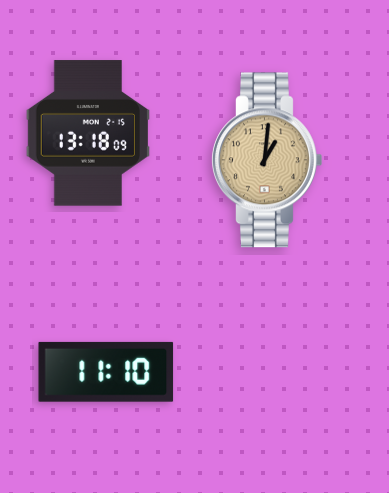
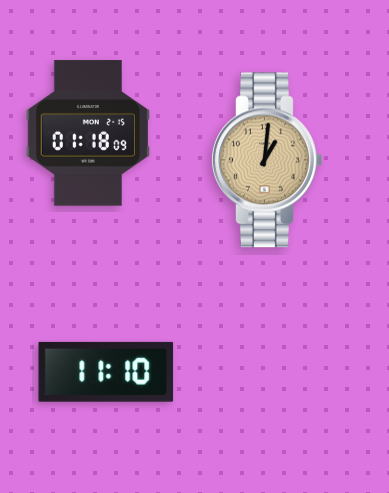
clock at (87, 133): 13:18 -> 01:18
